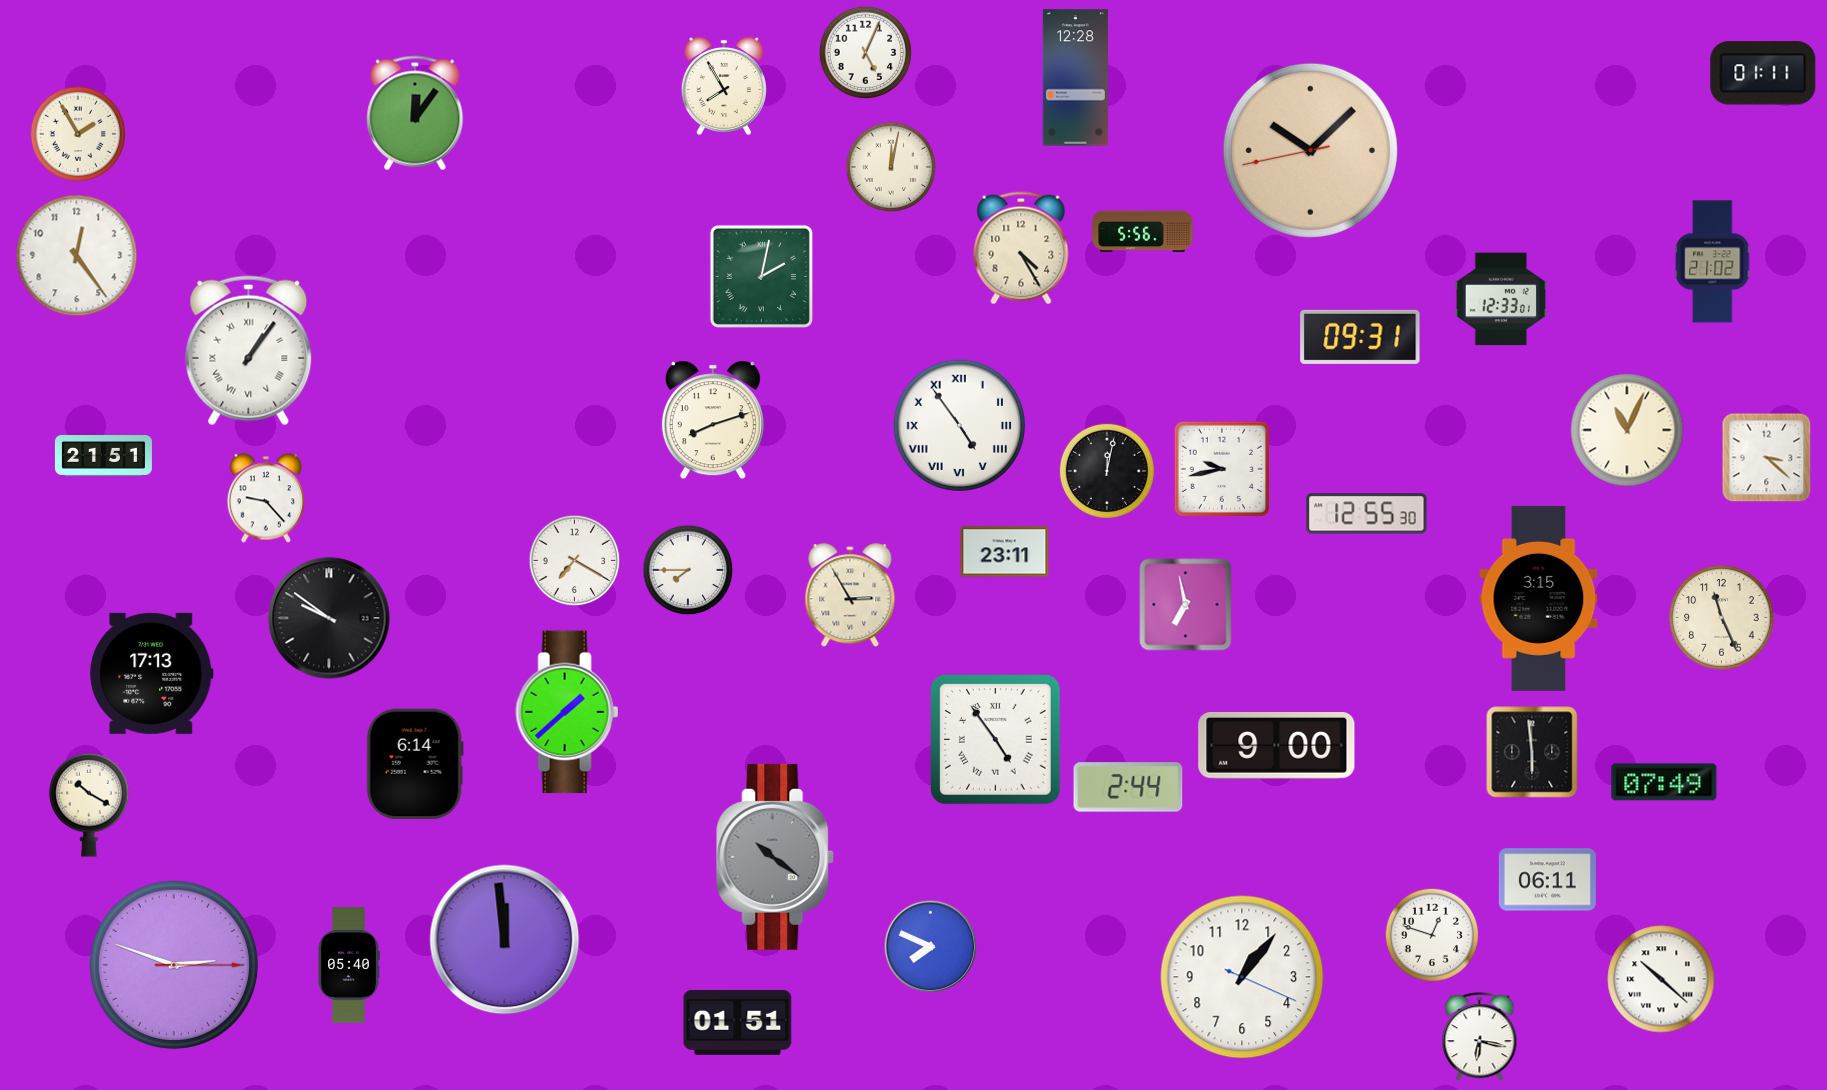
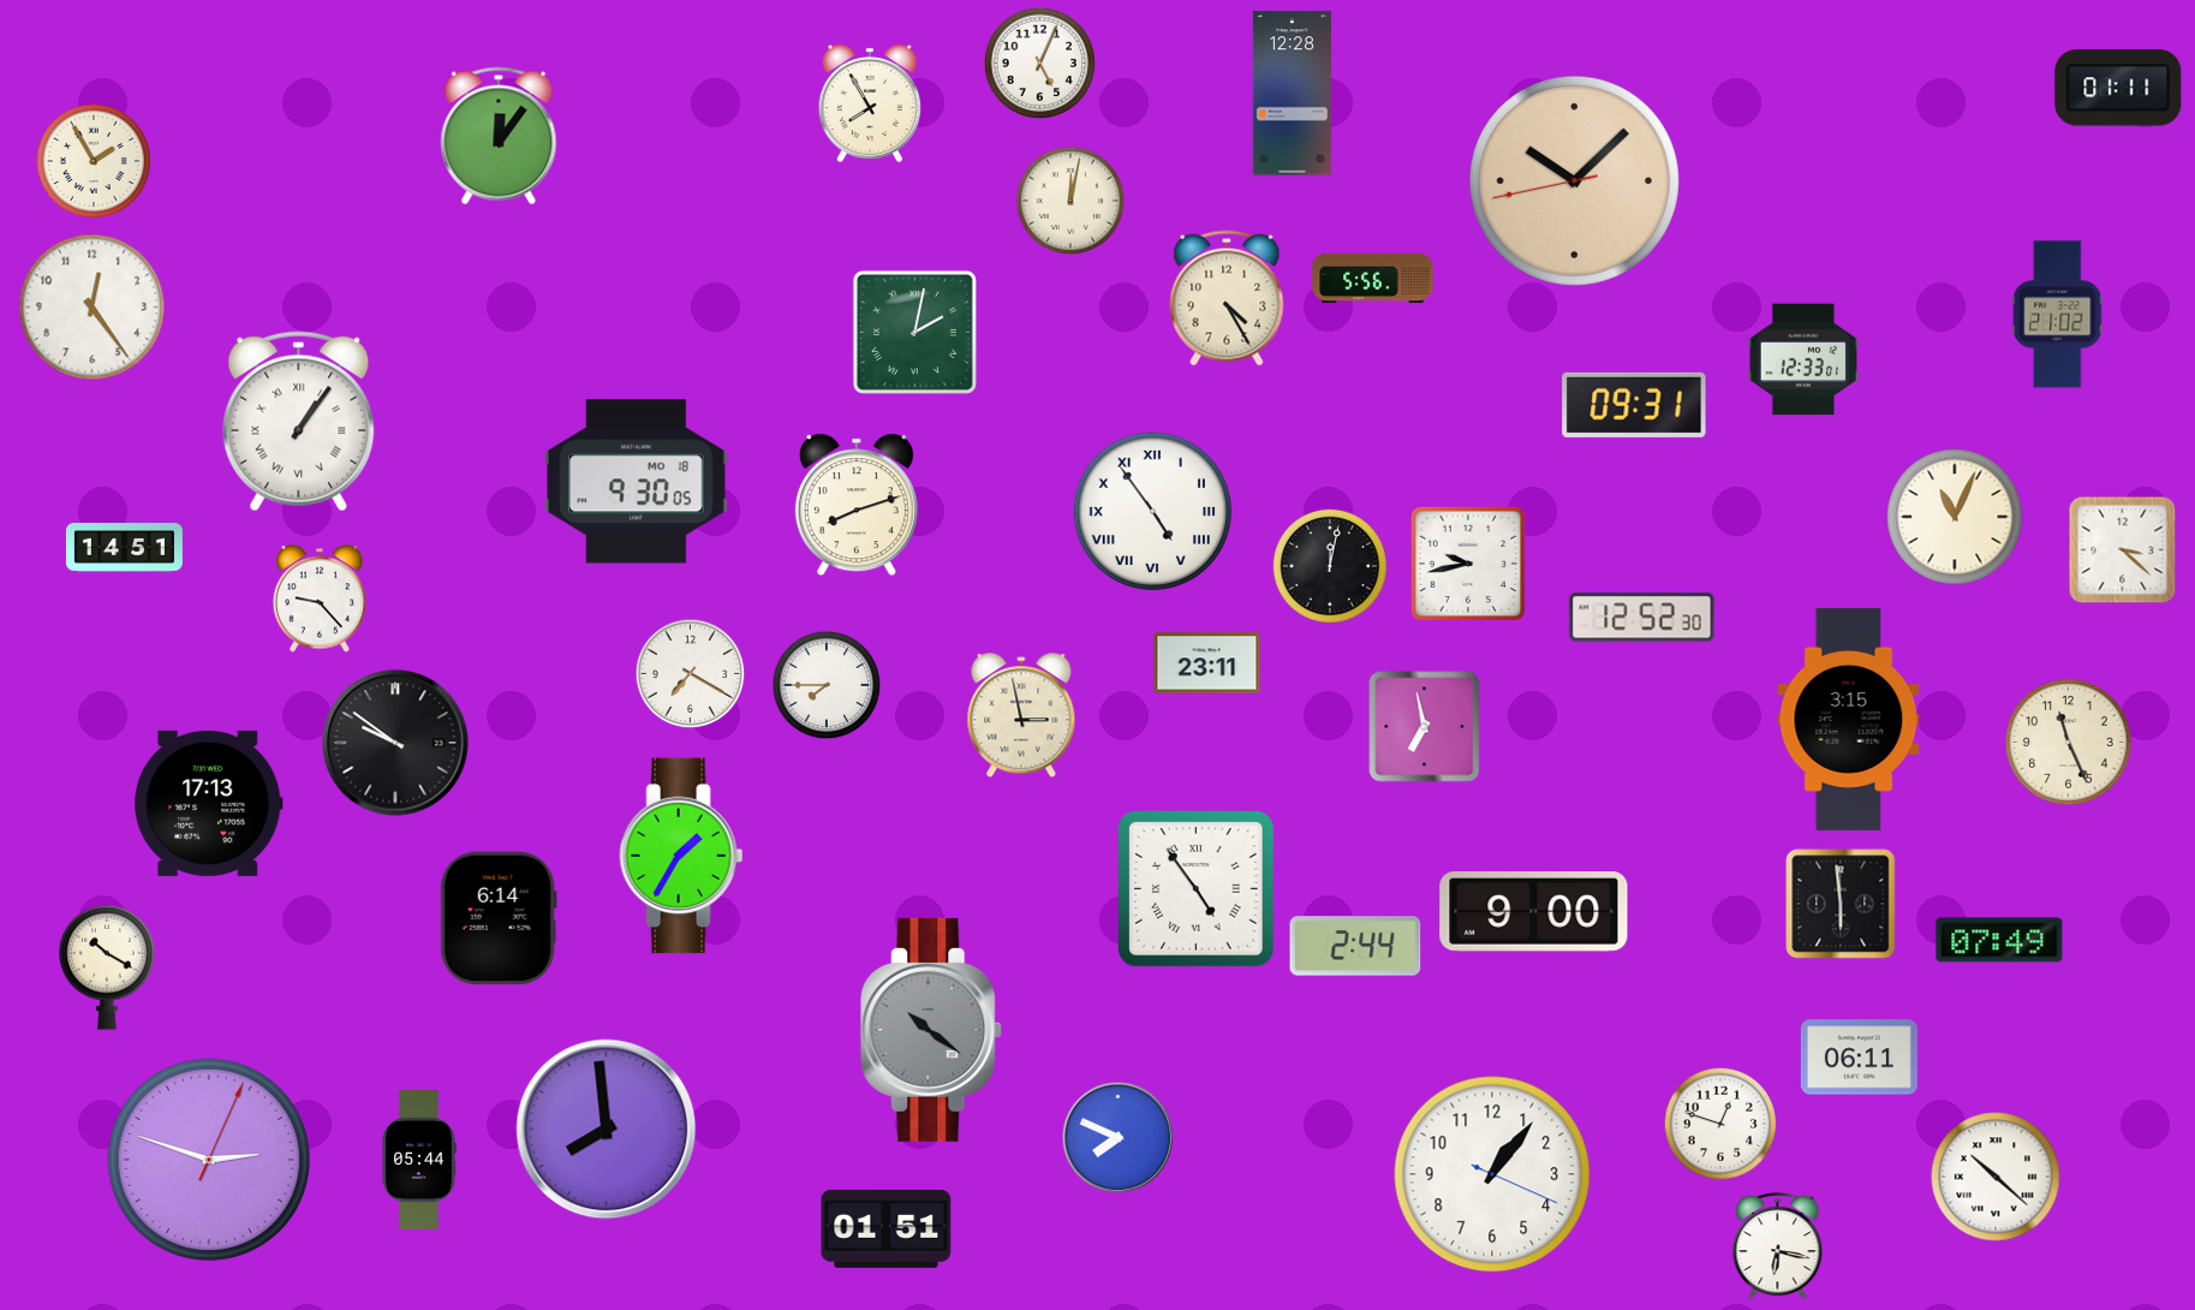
clock at (637, 482): none -> 9:30
clock at (103, 456): 21:51 -> 14:51
clock at (1367, 514): 12:55 -> 12:52
clock at (850, 596): 2:55 -> 2:58
clock at (152, 673) position: (152, 673) -> (209, 803)
clock at (567, 712): 1:38 -> 1:35
clock at (1277, 746) position: (1277, 746) -> (1534, 912)
clock at (505, 940): 11:59 -> 7:59
clock at (174, 965): 2:48:15 -> 2:48:04
clock at (349, 966): 05:40 -> 05:44
